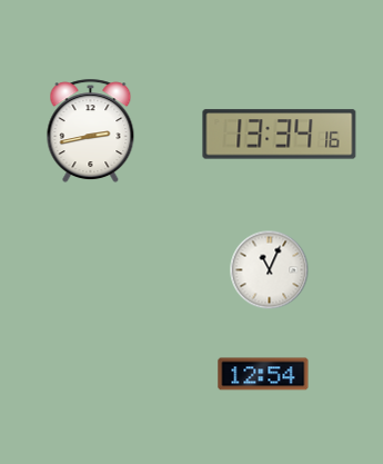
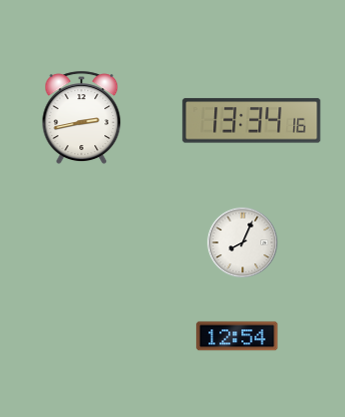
clock at (270, 270): 11:04 -> 8:04
